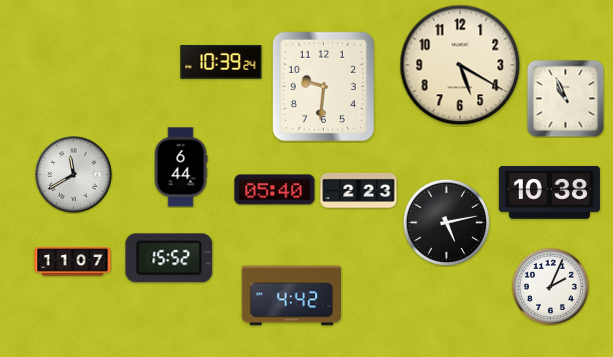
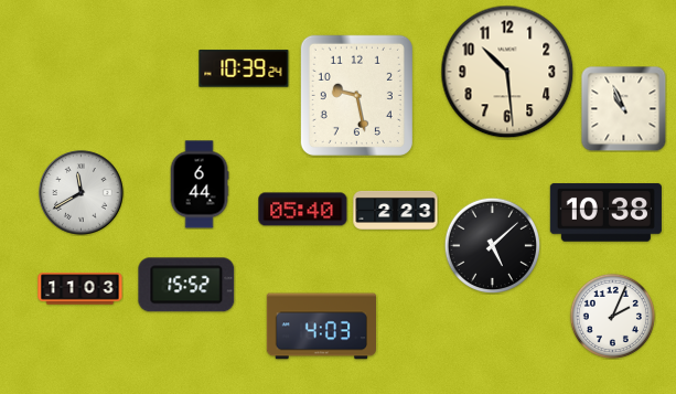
clock at (460, 65): 5:20 -> 10:29
clock at (323, 86): 9:31 -> 9:28
clock at (446, 222): 5:13 -> 5:08
clock at (73, 262): 11:07 -> 11:03
clock at (550, 286) position: (550, 286) -> (612, 316)
clock at (292, 296): 4:42 -> 4:03
